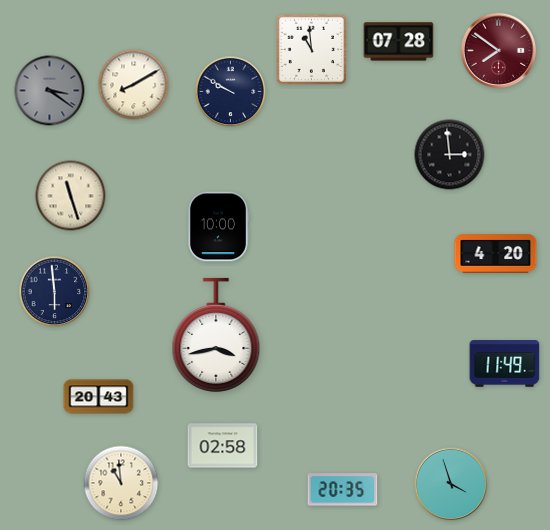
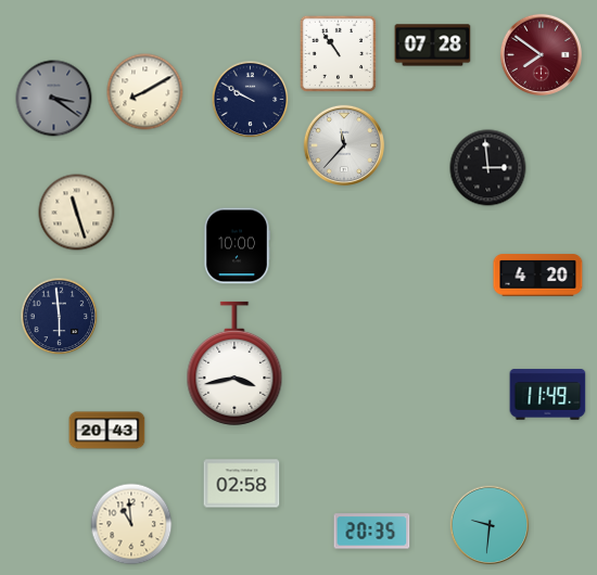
clock at (311, 50): 10:59 -> 10:54
clock at (344, 145): none -> 11:37
clock at (451, 484): 3:57 -> 9:31
